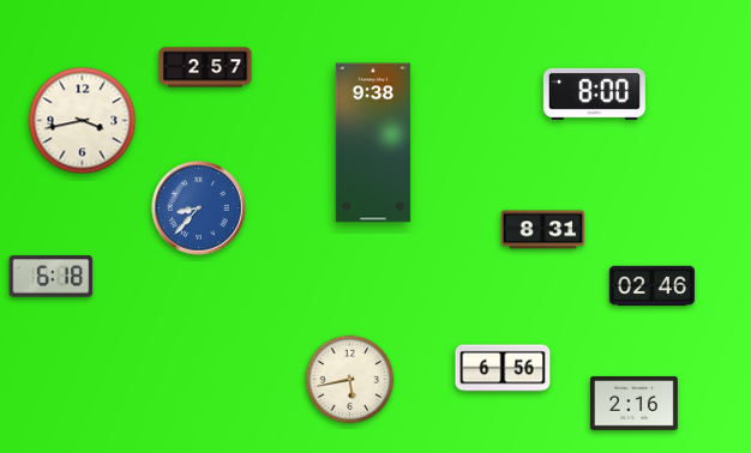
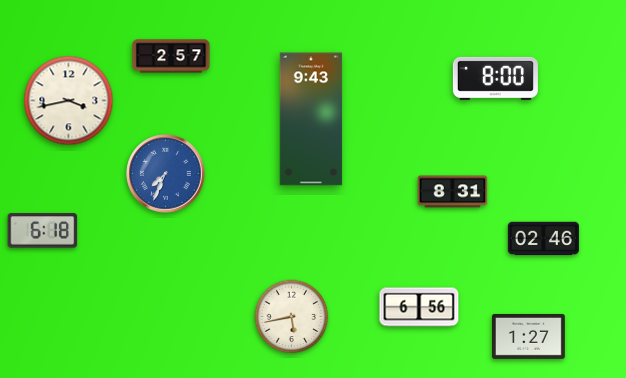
clock at (373, 143): 9:38 -> 9:43
clock at (199, 209): 8:37 -> 7:34
clock at (633, 403): 2:16 -> 1:27
